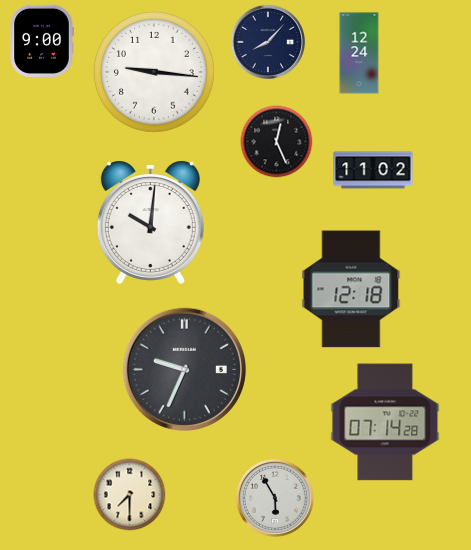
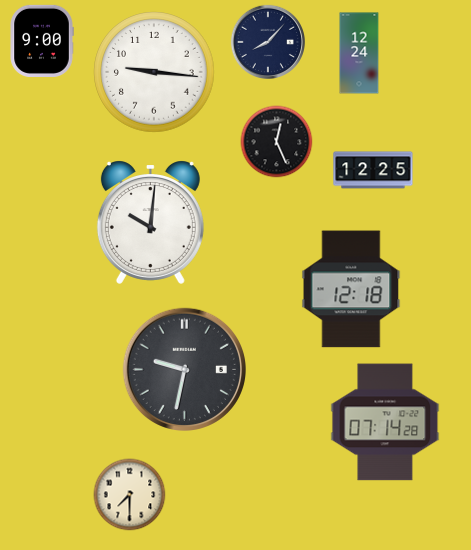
clock at (373, 170): 11:02 -> 12:25
clock at (184, 369): 9:34 -> 9:32
clock at (275, 498): 5:55 -> none
